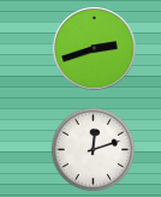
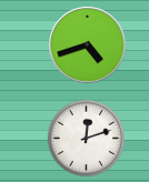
clock at (95, 49): 2:42 -> 4:42
